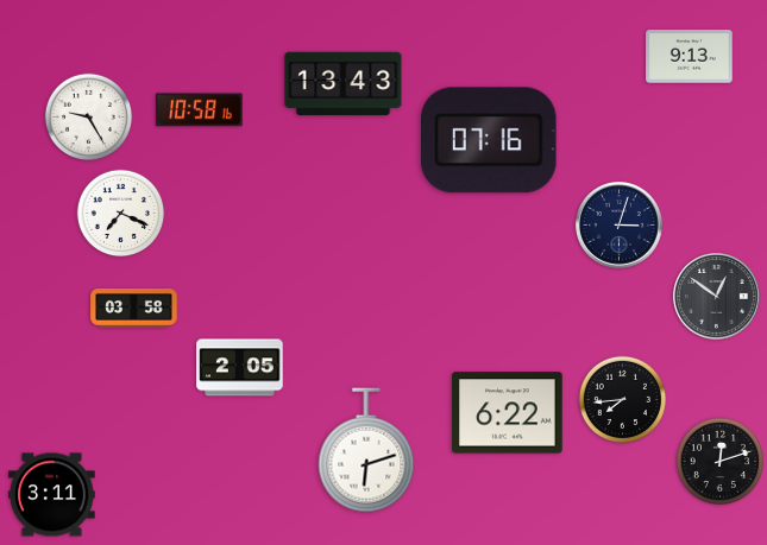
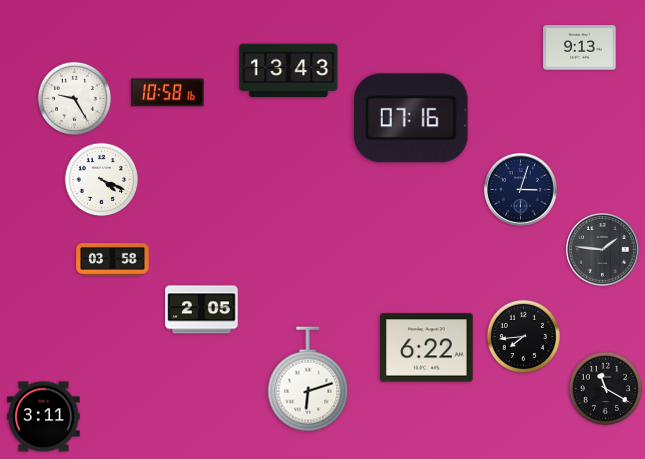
clock at (121, 214): 7:19 -> 4:19
clock at (717, 297): 12:51 -> 1:46
clock at (721, 462): 12:12 -> 11:20
